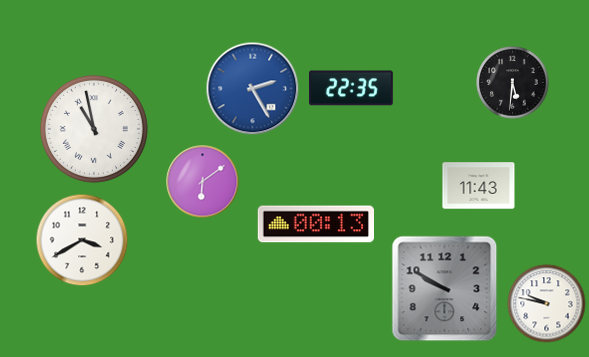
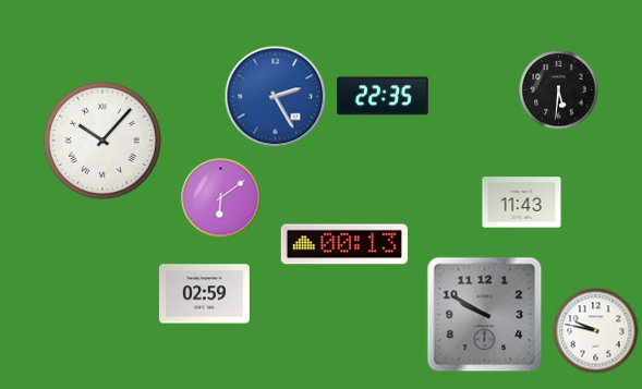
clock at (94, 129): 10:58 -> 10:07
clock at (82, 240): 3:40 -> none
clock at (204, 294): none -> 02:59
